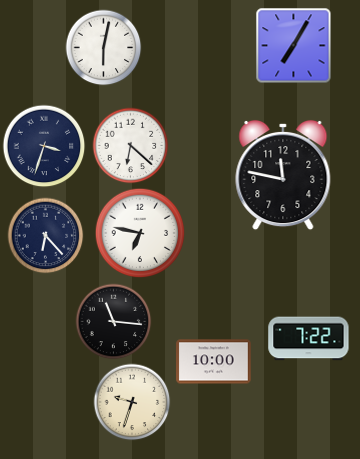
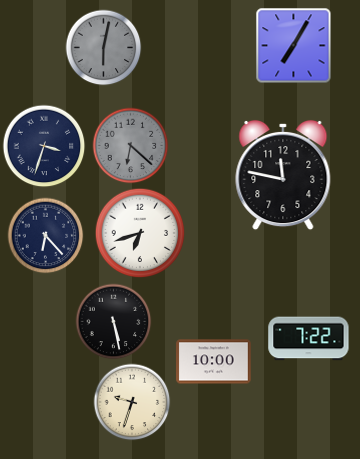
clock at (104, 48) dial: white -> grey
clock at (131, 146) dial: white -> grey
clock at (140, 233): 6:47 -> 6:42
clock at (114, 322): 11:16 -> 5:28
